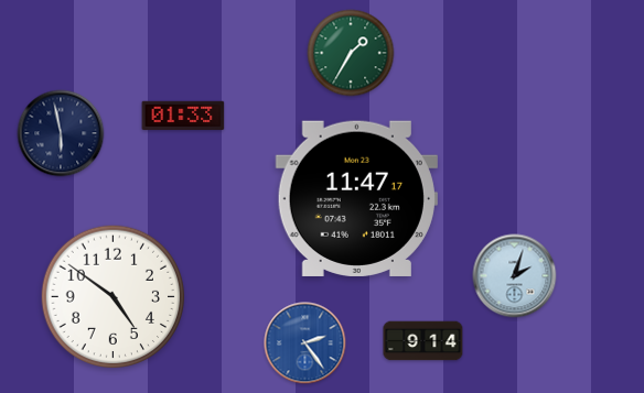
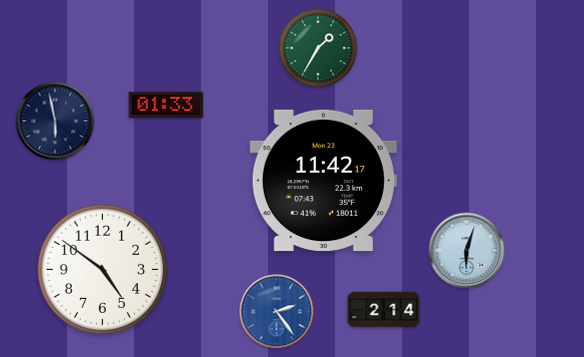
clock at (356, 198): 11:47 -> 11:42
clock at (515, 276): 2:03 -> 6:03
clock at (423, 341): 9:14 -> 2:14
